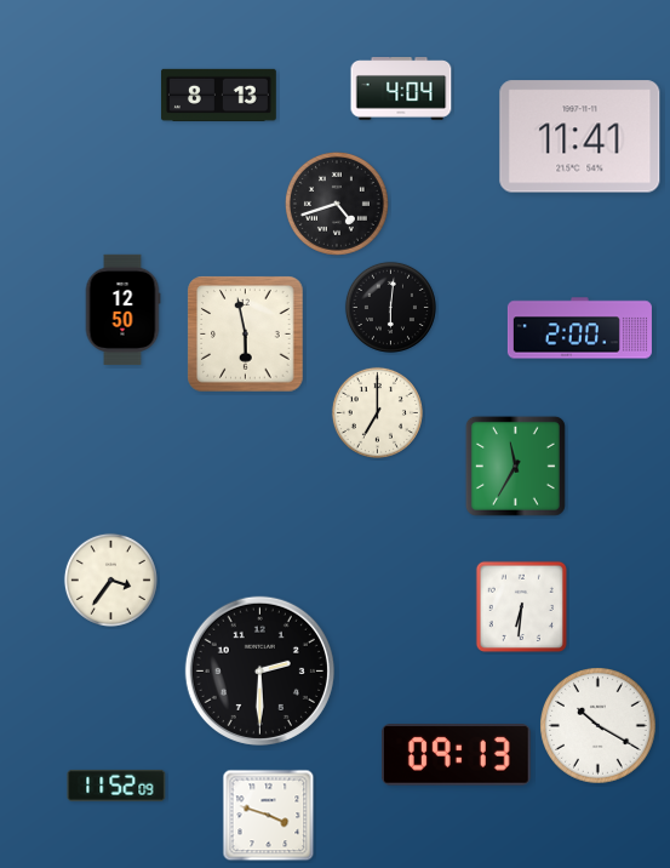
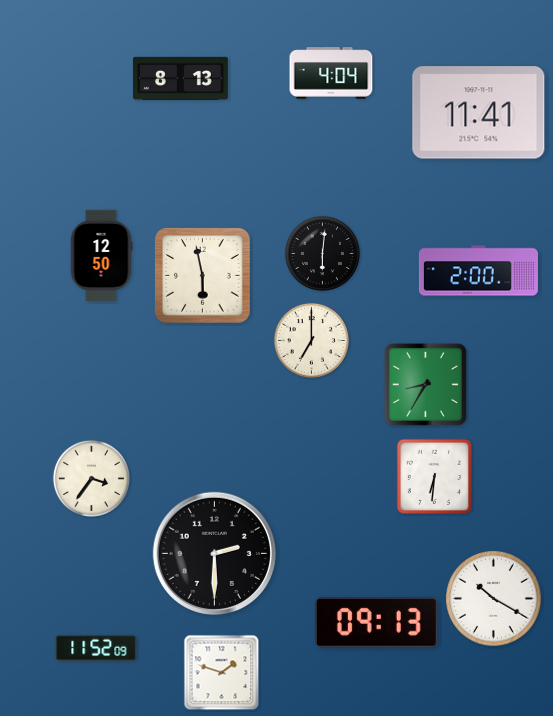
clock at (337, 204): 4:42 -> none
clock at (515, 466): 11:35 -> 8:35
clock at (521, 606) position: (521, 606) -> (434, 476)
clock at (269, 816): 3:48 -> 1:48
